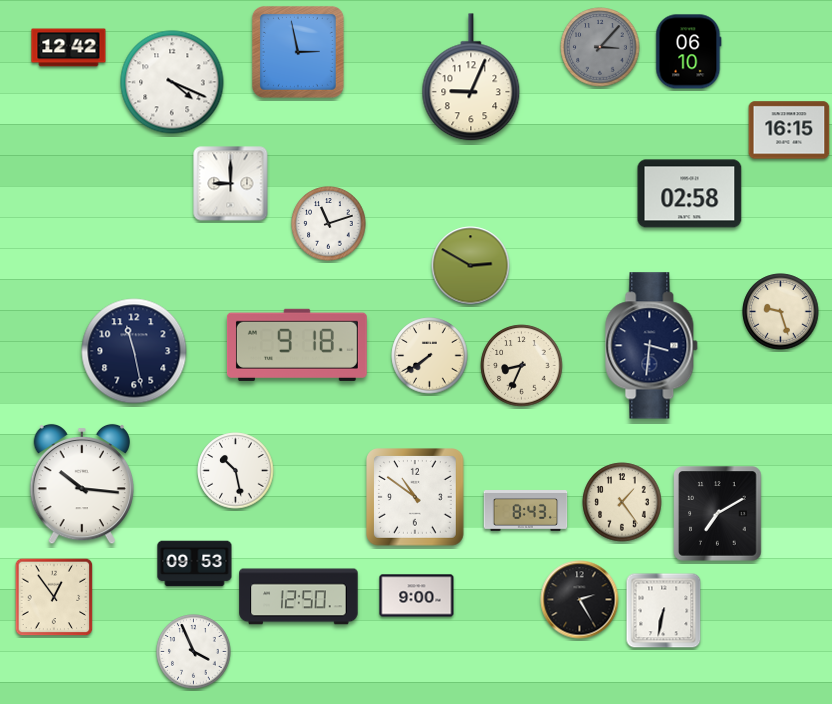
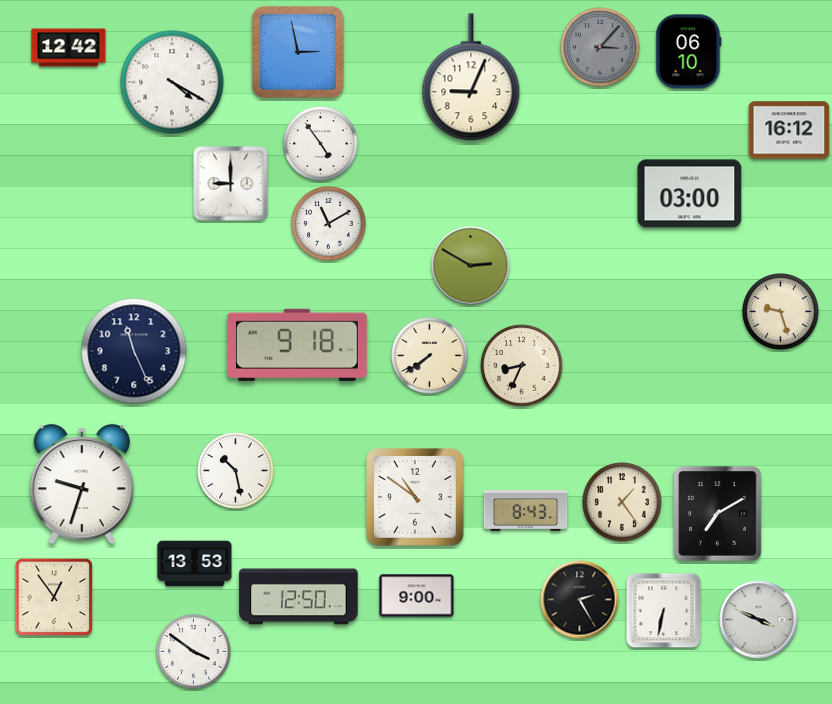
clock at (172, 82): 4:19 -> 4:20
clock at (789, 130): 16:15 -> 16:12
clock at (321, 144): none -> 4:54
clock at (690, 194): 02:58 -> 03:00
clock at (329, 224): 11:12 -> 11:10
clock at (652, 346): 3:31 -> none
clock at (134, 351): 11:28 -> 11:26
clock at (81, 484): 10:16 -> 9:33
clock at (195, 564): 09:53 -> 13:53
clock at (759, 620): none -> 3:49
clock at (194, 652): 3:56 -> 3:51
